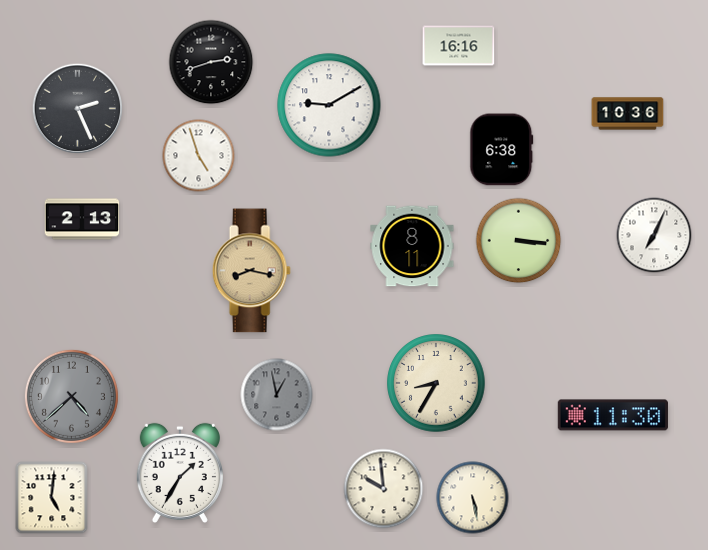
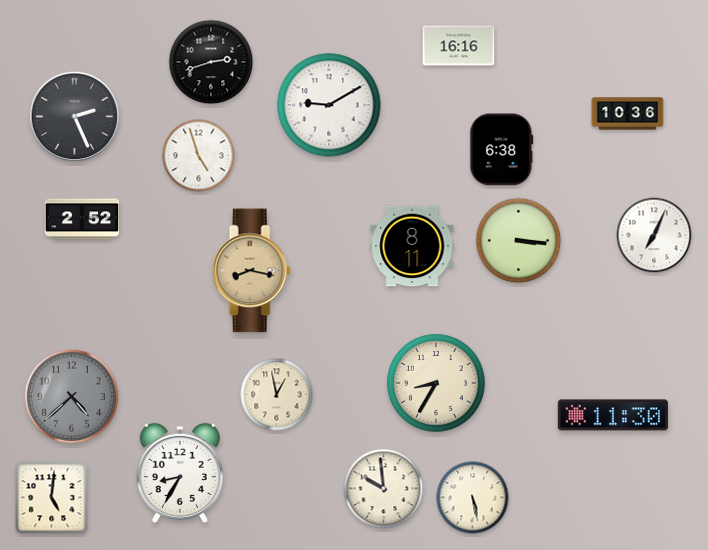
clock at (77, 108) position: (77, 108) -> (74, 116)
clock at (82, 219): 2:13 -> 2:52
clock at (277, 395) dial: grey -> cream
clock at (180, 473): 1:35 -> 8:35
